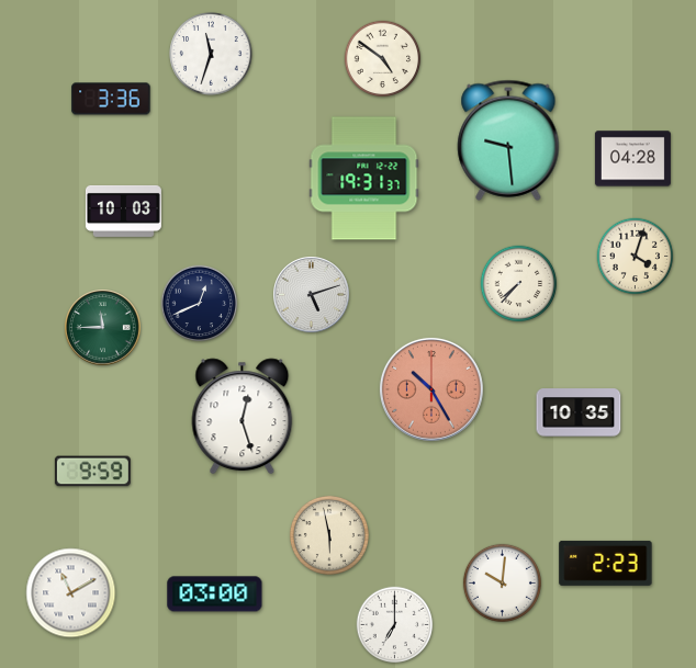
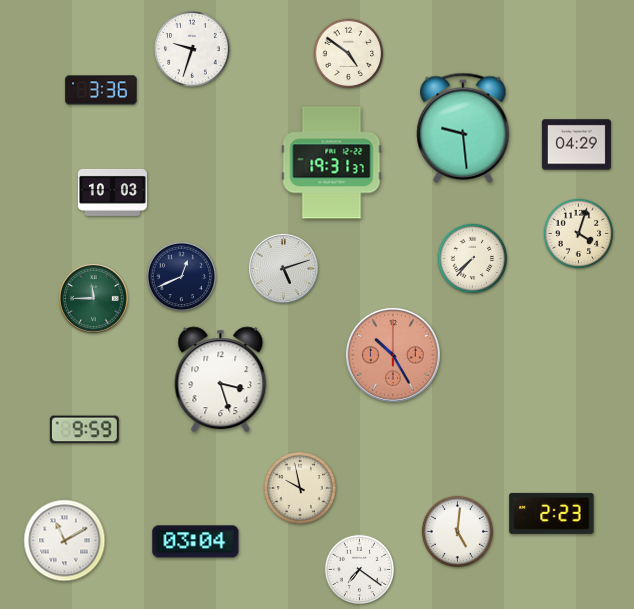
clock at (211, 54): 11:33 -> 9:33
clock at (632, 159): 04:28 -> 04:29
clock at (579, 412): 10:35 -> none
clock at (243, 417): 12:27 -> 3:27
clock at (329, 535): 5:58 -> 9:58
clock at (502, 582): 10:01 -> 5:01
clock at (215, 595): 03:00 -> 03:04
clock at (395, 625): 7:00 -> 7:21
